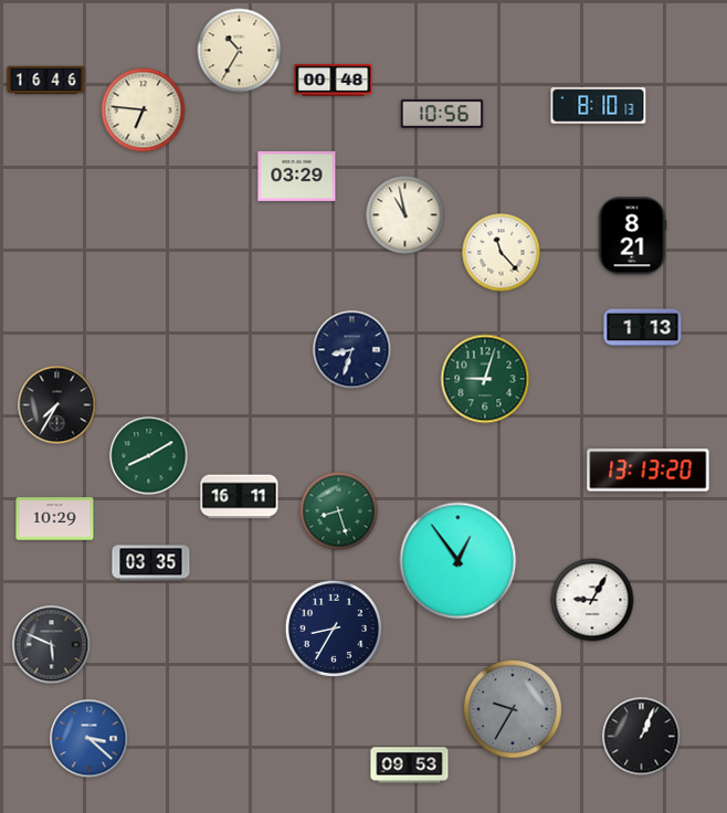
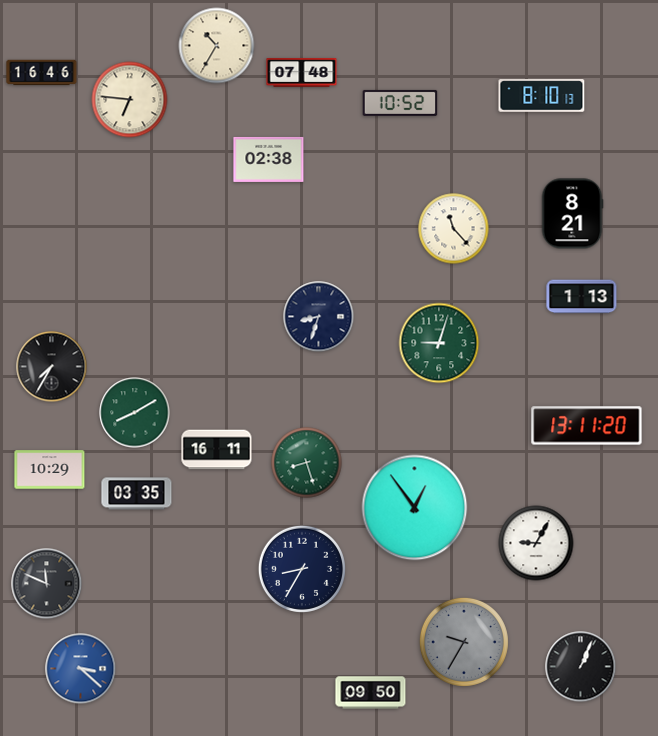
clock at (334, 81): 00:48 -> 07:48
clock at (442, 114): 10:56 -> 10:52
clock at (297, 176): 03:29 -> 02:38
clock at (405, 215): 10:58 -> none
clock at (649, 471): 13:13 -> 13:11
clock at (151, 563) position: (151, 563) -> (137, 494)
clock at (52, 645): 5:49 -> 11:49
clock at (410, 766): 09:53 -> 09:50
